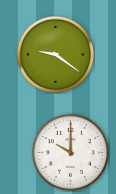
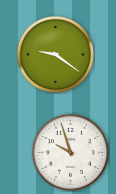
clock at (70, 152): 10:00 -> 9:57
